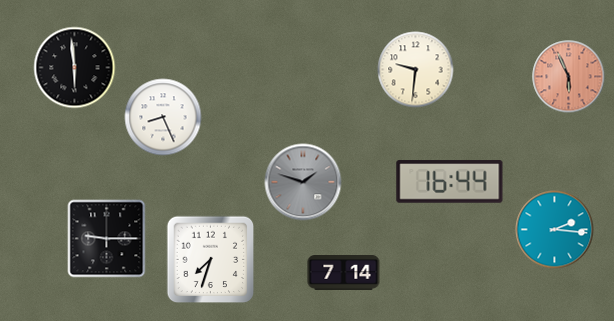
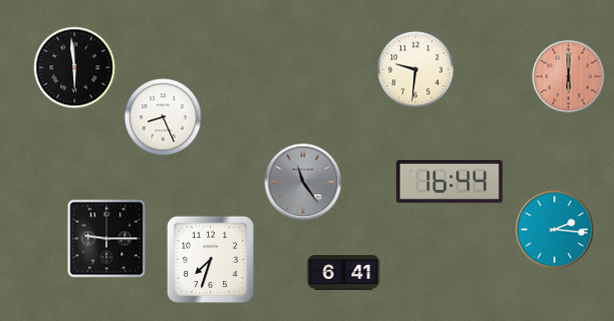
clock at (569, 77): 5:56 -> 6:00
clock at (303, 182): 1:48 -> 11:24
clock at (344, 273): 7:14 -> 6:41
